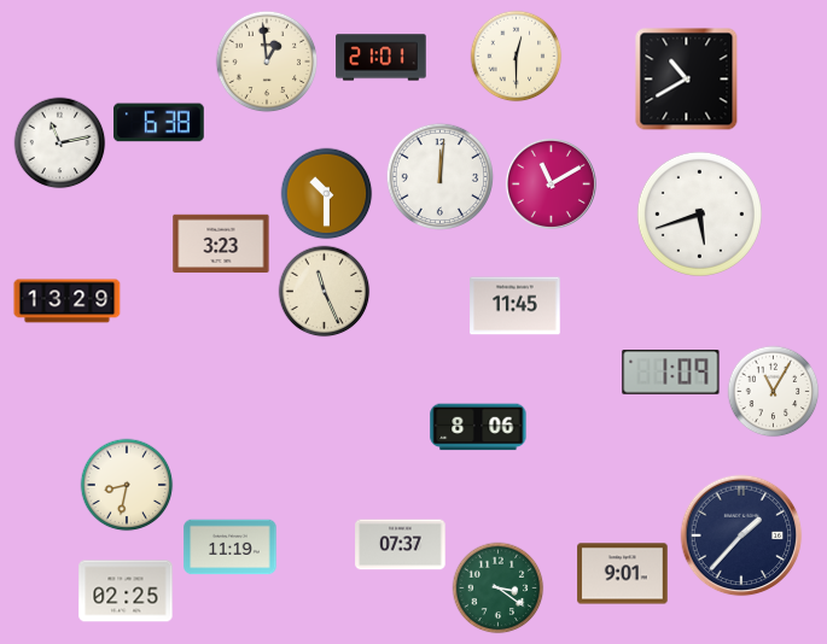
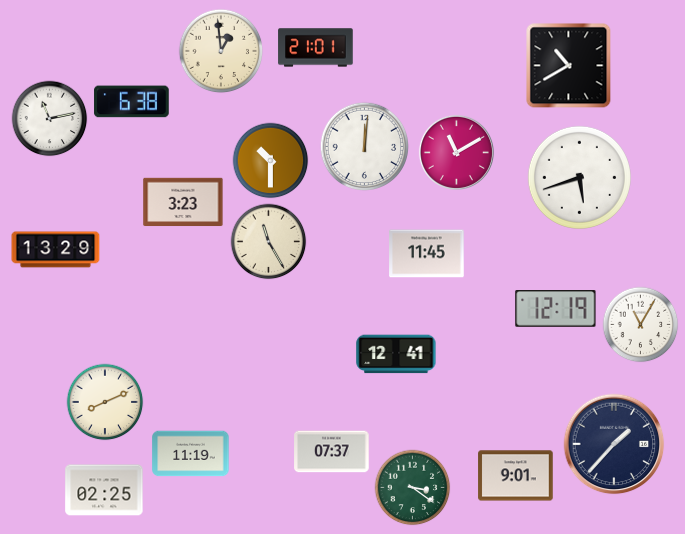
clock at (517, 57): 12:30 -> none
clock at (325, 292): 11:26 -> 11:25
clock at (671, 373): 1:09 -> 12:19
clock at (478, 427): 8:06 -> 12:41
clock at (127, 485): 8:32 -> 8:11
